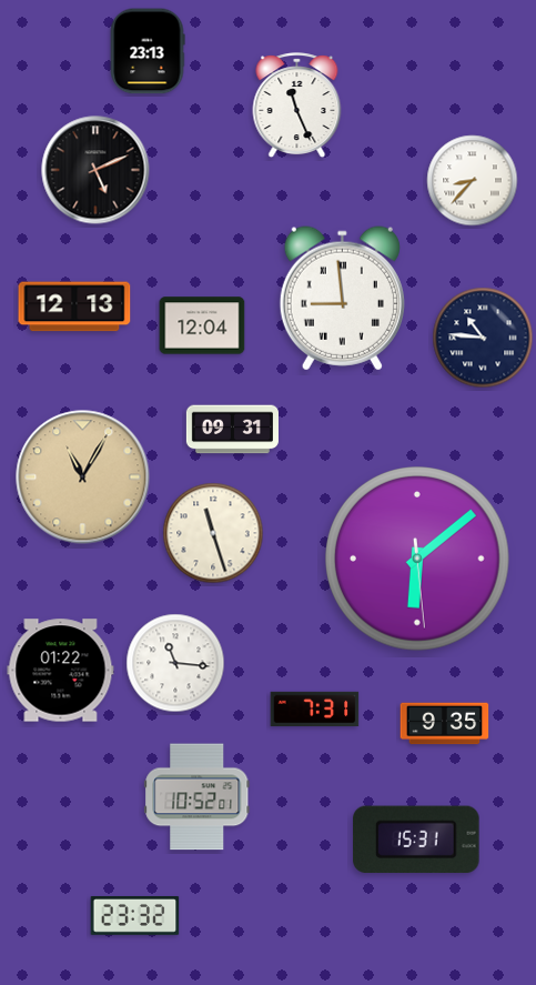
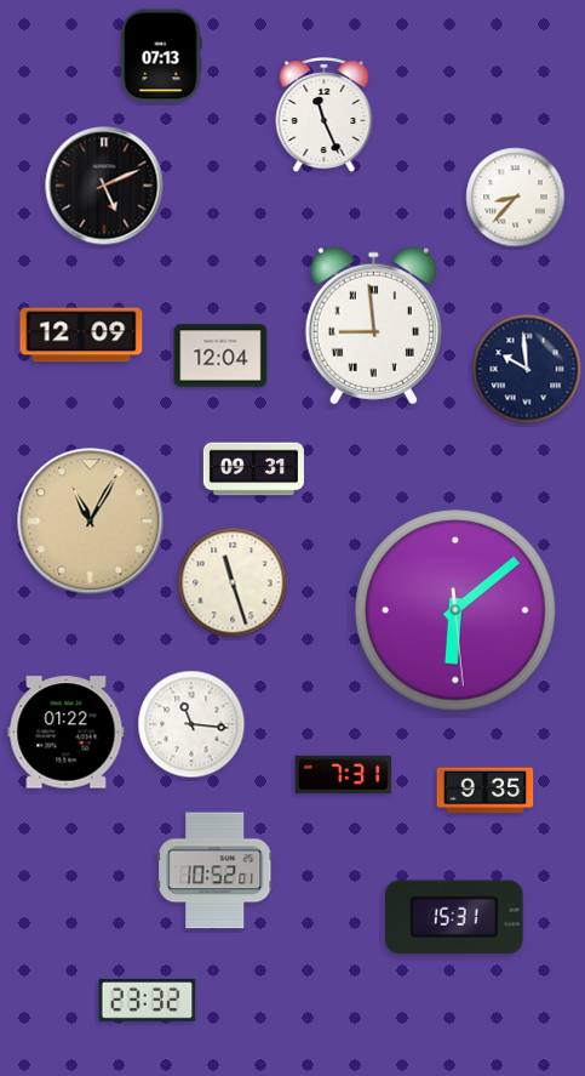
clock at (148, 51): 23:13 -> 07:13
clock at (74, 306): 12:13 -> 12:09
clock at (483, 338): 10:46 -> 9:59
